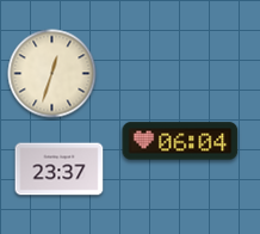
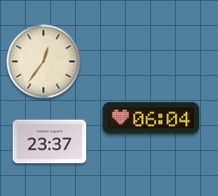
clock at (52, 74): 12:33 -> 12:36
